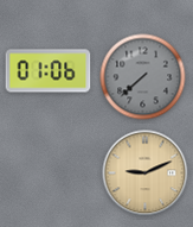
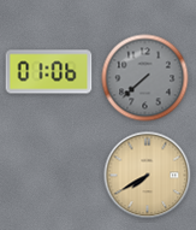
clock at (146, 174): 9:11 -> 7:40
